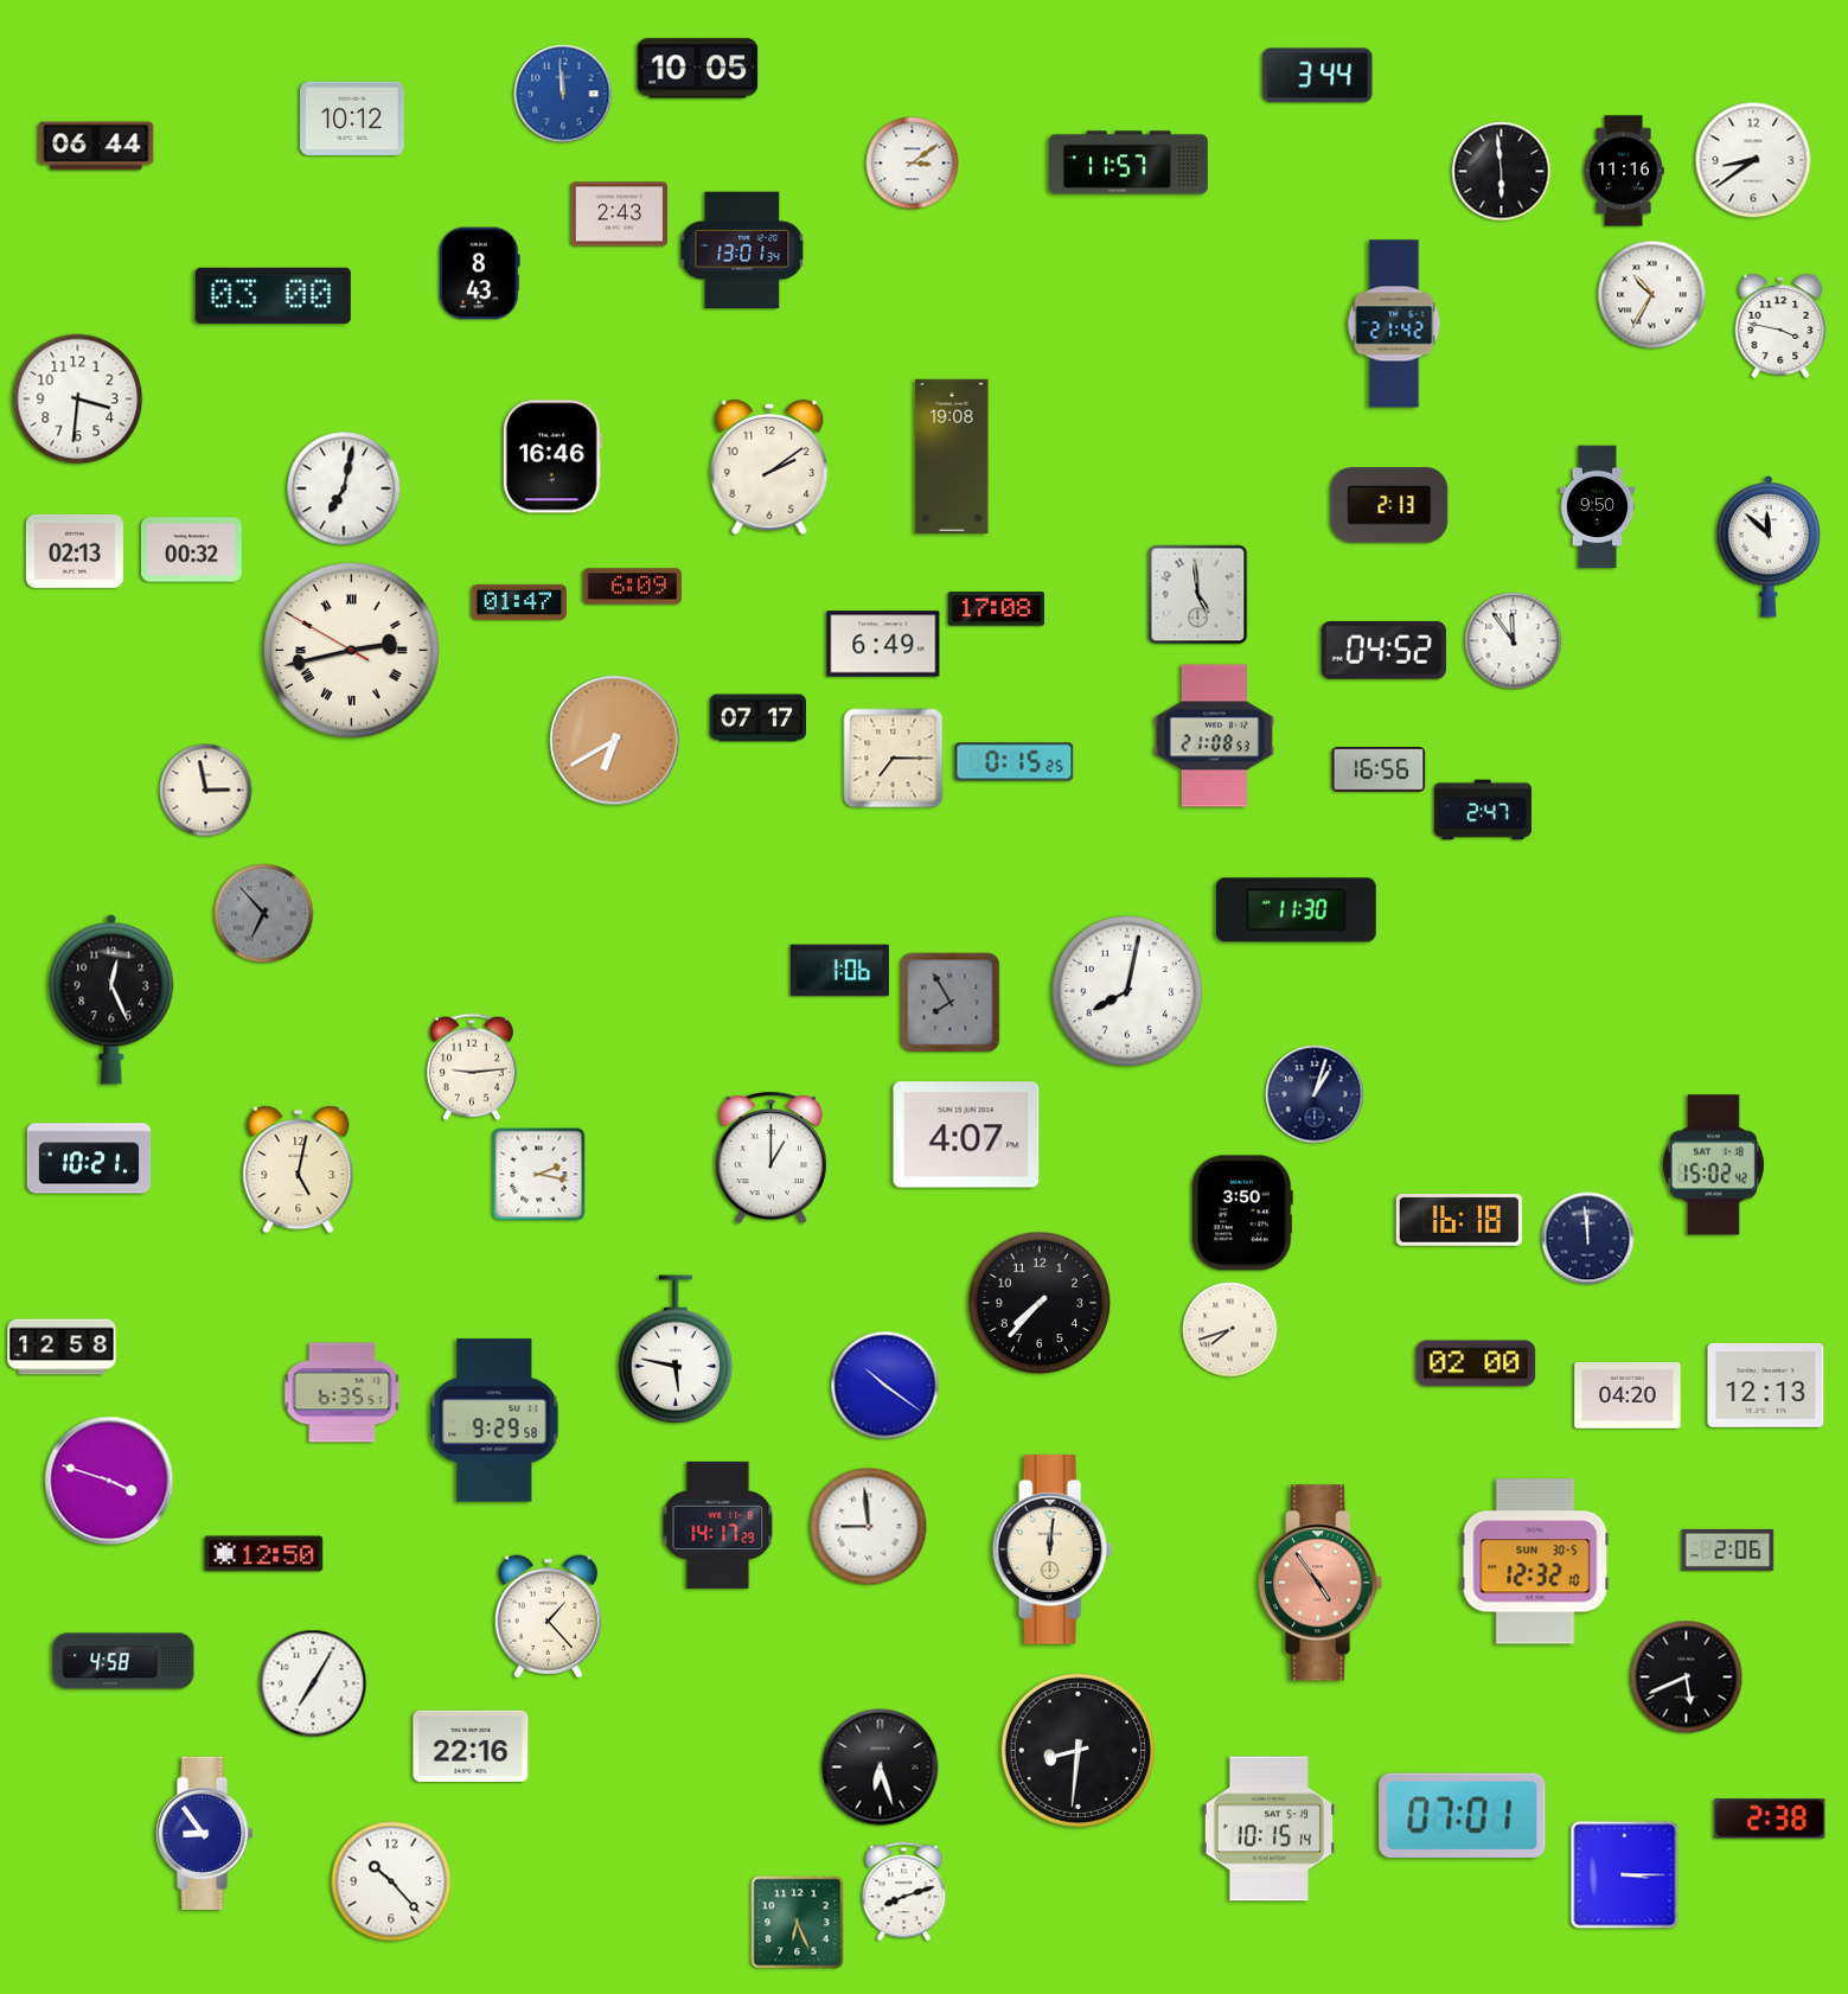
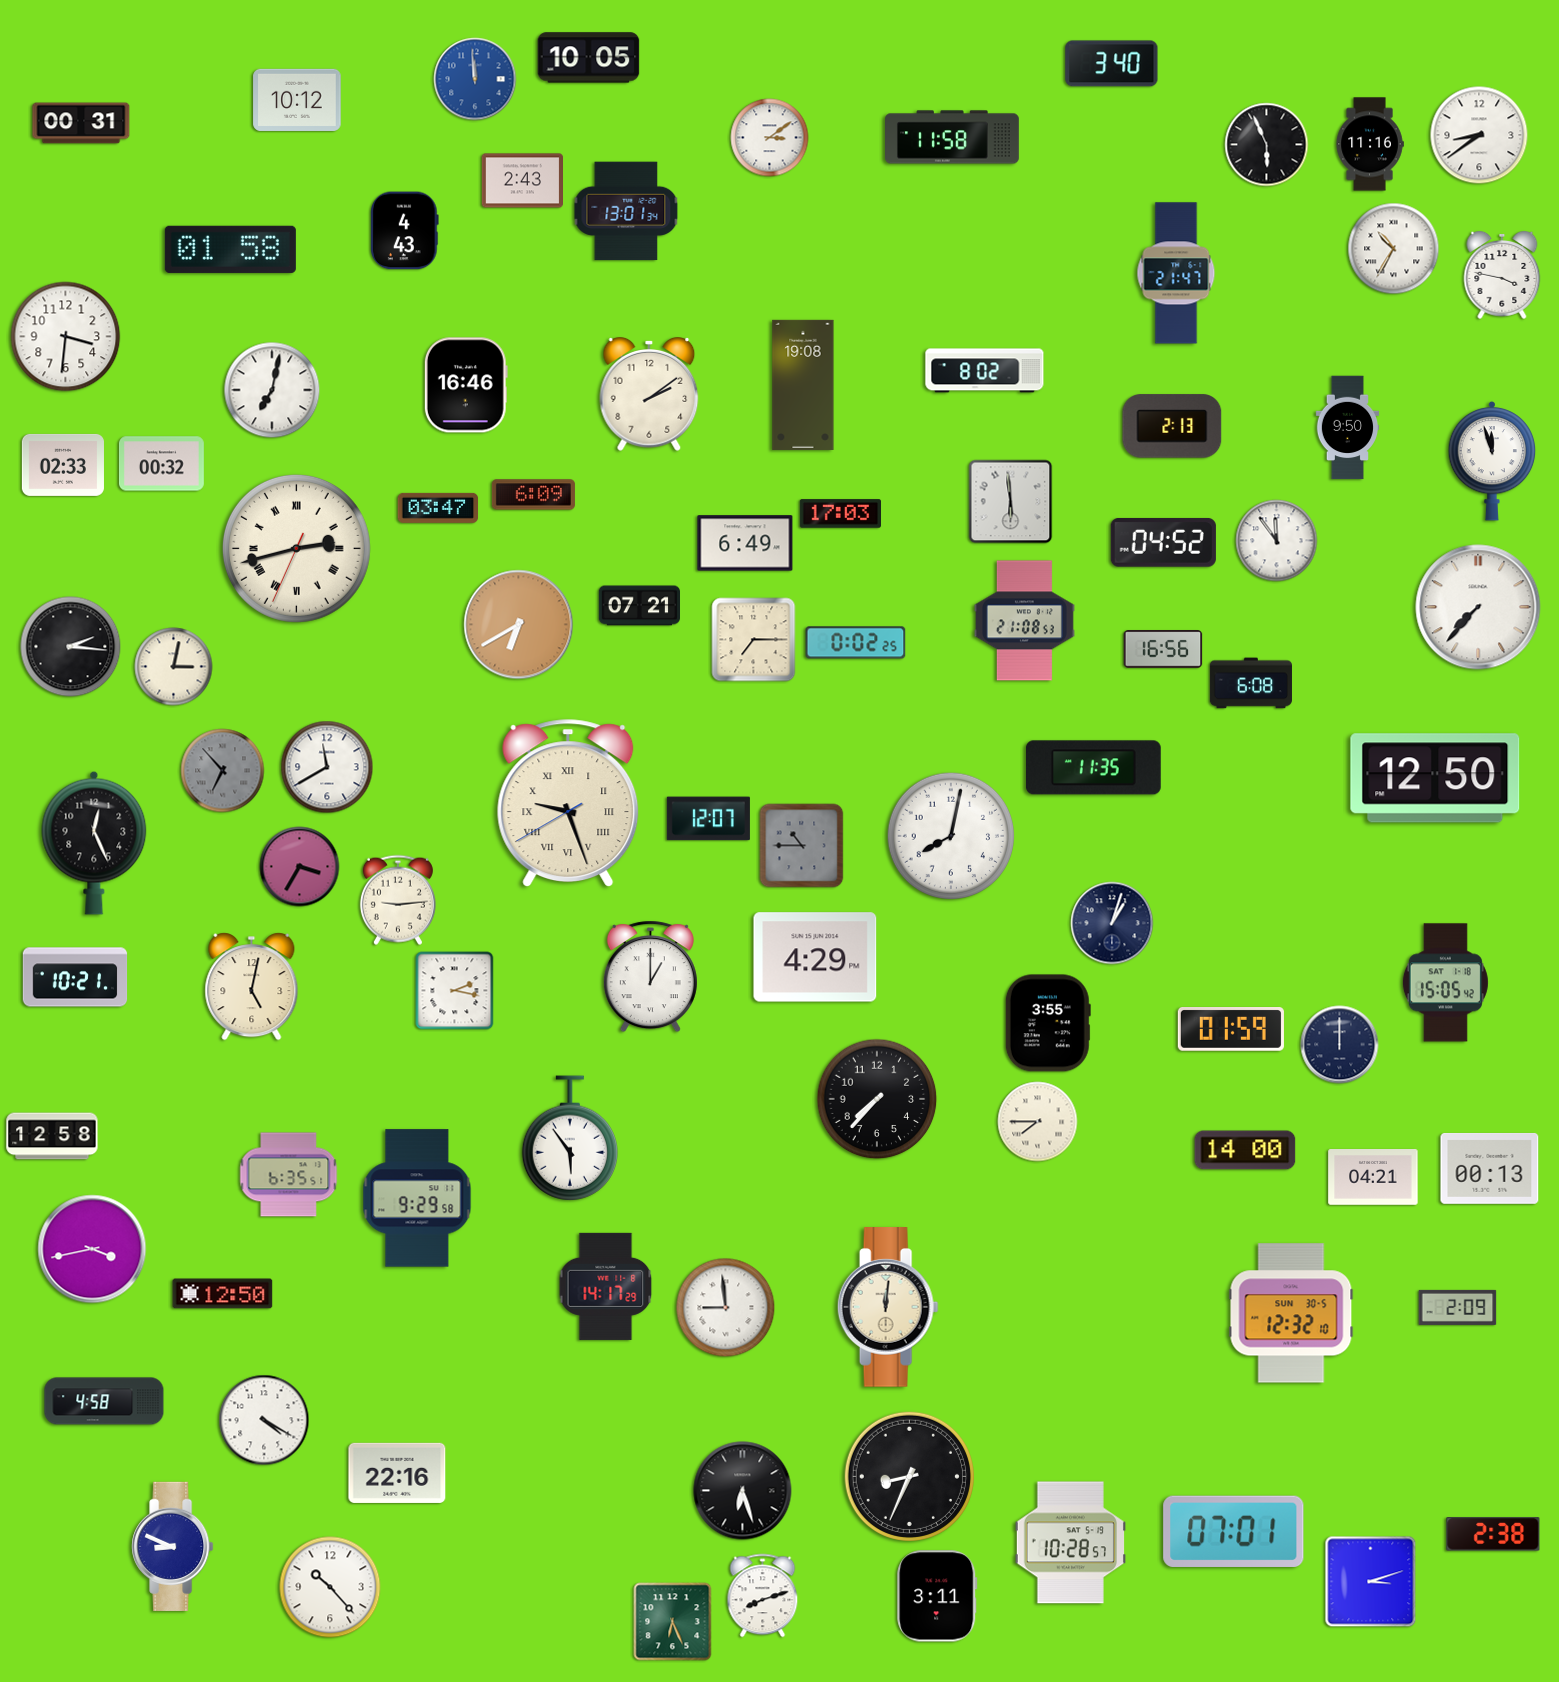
clock at (1318, 76): 3:44 -> 3:40
clock at (96, 146): 06:44 -> 00:31
clock at (1130, 162): 11:57 -> 11:58
clock at (1502, 172): 5:59 -> 5:56
clock at (480, 274): 8:43 -> 4:43
clock at (273, 295): 03:00 -> 01:58
clock at (1394, 324): 21:42 -> 21:47
clock at (985, 371): none -> 8:02
clock at (344, 488) position: (344, 488) -> (272, 390)
clock at (1769, 547): 11:52 -> 11:57
clock at (75, 551): 02:13 -> 02:33
clock at (1198, 595): 4:59 -> 5:59
clock at (519, 602): 01:47 -> 03:47
clock at (996, 609): 17:08 -> 17:03
clock at (351, 650): 2:42:50 -> 2:42:34
clock at (1383, 651) position: (1383, 651) -> (1163, 543)
clock at (757, 718): 07:17 -> 07:21
clock at (1478, 607): none -> 7:37
clock at (1015, 762): 0:15 -> 0:02
clock at (71, 647): none -> 2:16
clock at (206, 791): 2:58 -> 3:02
clock at (1483, 810): 2:47 -> 6:08
clock at (327, 767): none -> 11:40
clock at (1296, 910): 11:30 -> 11:35
clock at (1435, 778): none -> 12:50
clock at (568, 804): none -> 9:26
clock at (839, 971): 1:06 -> 12:07
clock at (951, 1003): 7:55 -> 10:45
clock at (300, 867): none -> 3:35
clock at (1315, 1094) position: (1315, 1094) -> (1112, 923)
clock at (966, 1135): 4:07 -> 4:29
clock at (1713, 1165): 15:02 -> 15:05
clock at (1242, 1213): 3:50 -> 3:55
clock at (1459, 1221): 16:18 -> 01:59
clock at (1588, 1239): 11:59 -> 12:00
clock at (1230, 1330): 7:42 -> 7:45
clock at (674, 1349): 5:47 -> 5:54
clock at (1476, 1363): 02:00 -> 14:00
clock at (1766, 1385): 12:13 -> 00:13
clock at (885, 1386): 10:21 -> none
clock at (1628, 1395): 04:20 -> 04:21
clock at (109, 1481): 3:48 -> 3:43
clock at (869, 1527) position: (869, 1527) -> (726, 1308)
clock at (1728, 1549): 2:06 -> 2:09
clock at (264, 1554) position: (264, 1554) -> (223, 1294)
clock at (1535, 1561) position: (1535, 1561) -> (1291, 1313)
clock at (1321, 1583): 4:54 -> none
clock at (548, 1617): 1:23 -> none
clock at (1687, 1677): 5:41 -> none
clock at (313, 1683): 7:05 -> 4:20
clock at (1078, 1750): 8:31 -> 8:34
clock at (1268, 1829): 10:15 -> 10:28
clock at (205, 1833): 8:54 -> 8:49
clock at (1625, 1875): 3:15 -> 3:12
clock at (937, 1596): none -> 3:11
